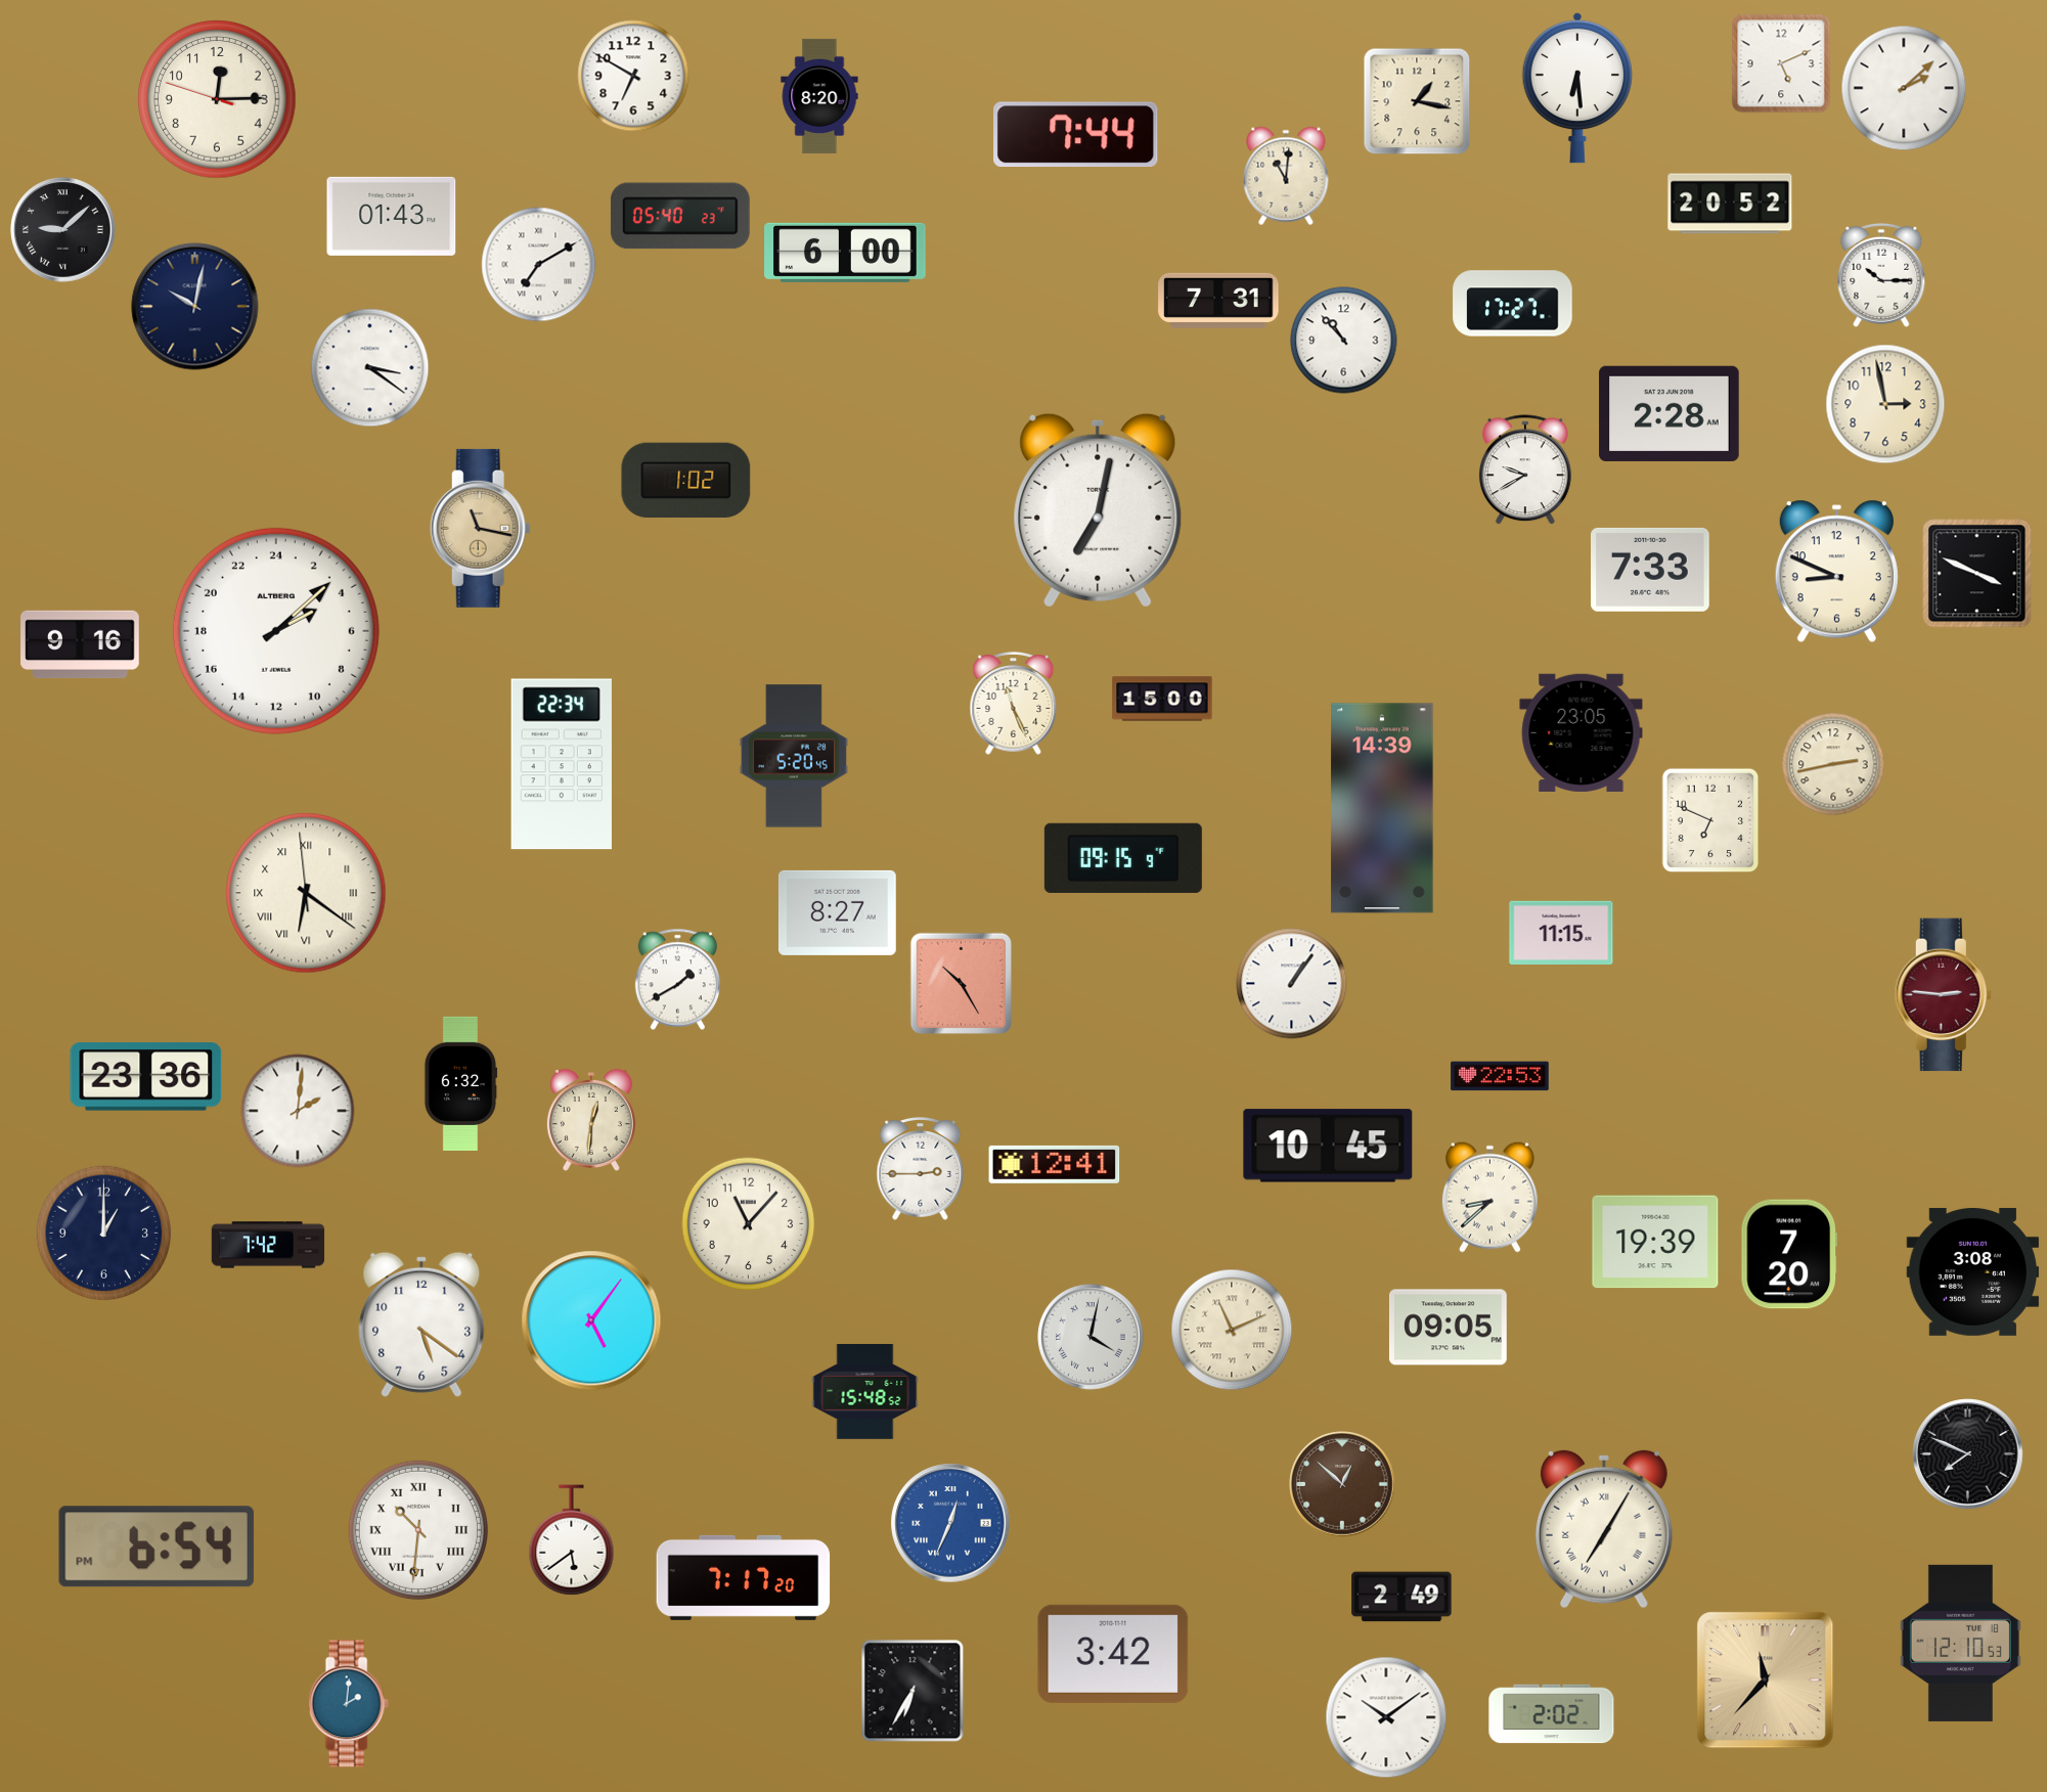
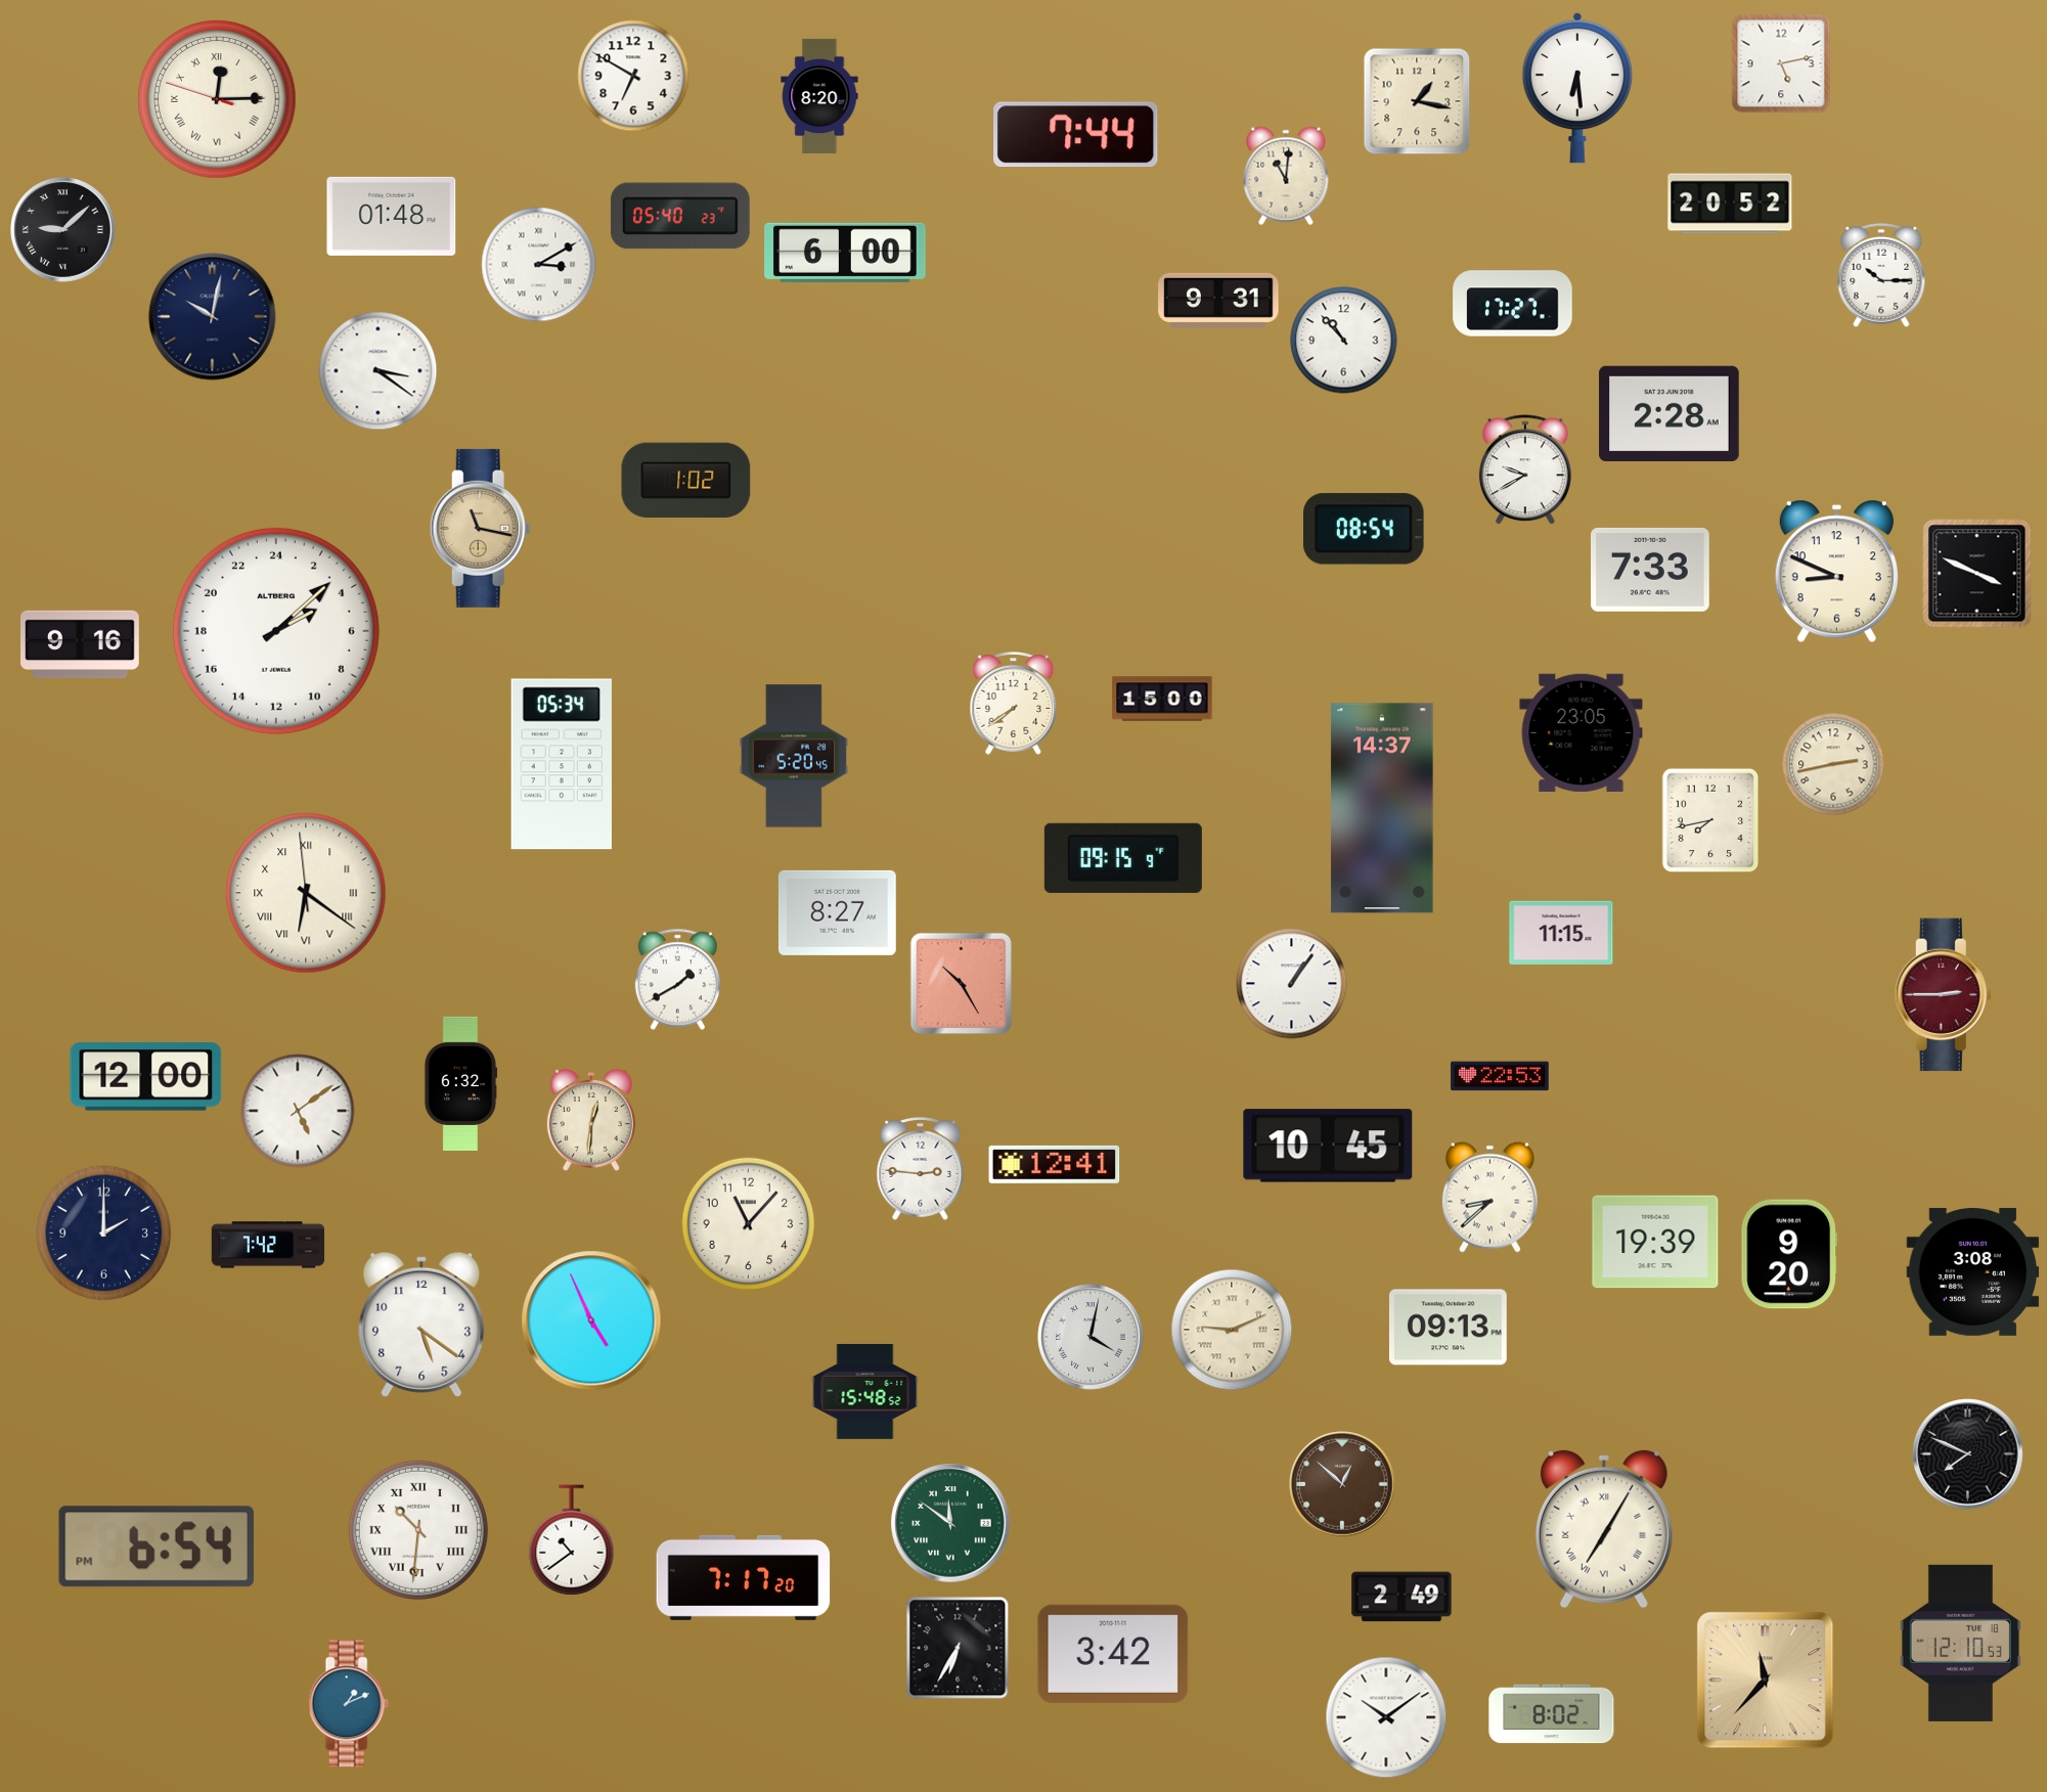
clock at (1781, 63): 5:11 -> 5:13
clock at (1904, 88): 2:08 -> none
clock at (217, 99) numerals: Arabic -> Roman
clock at (392, 216): 01:43 -> 01:48
clock at (539, 265): 7:10 -> 3:10
clock at (1218, 301): 7:31 -> 9:31
clock at (195, 307) position: (195, 307) -> (213, 317)
clock at (370, 368) position: (370, 368) -> (379, 371)
clock at (1885, 404): 2:58 -> none
clock at (1098, 510): 7:02 -> none
clock at (1364, 529): none -> 08:54
clock at (1014, 704): 11:26 -> 7:39
clock at (562, 764): 22:34 -> 05:34
clock at (1382, 808): 14:39 -> 14:37
clock at (1710, 820): 6:49 -> 7:43
clock at (1943, 995): 2:46 -> 2:45
clock at (146, 1077): 23:36 -> 12:00
clock at (298, 1111): 2:01 -> 5:09
clock at (921, 1169): 2:45 -> 2:46
clock at (104, 1234): 1:00 -> 2:00
clock at (1788, 1254): 7:20 -> 9:20
clock at (591, 1320): 5:06 -> 4:56
clock at (1448, 1328): 09:05 -> 09:13
clock at (1232, 1330): 11:11 -> 9:11
clock at (950, 1523): 12:34 -> 11:51
clock at (950, 1523) dial: blue -> green
clock at (572, 1540): 5:39 -> 10:39
clock at (913, 1691) position: (913, 1691) -> (958, 1648)
clock at (348, 1704): 2:01 -> 1:11
clock at (1552, 1714): 2:02 -> 8:02
